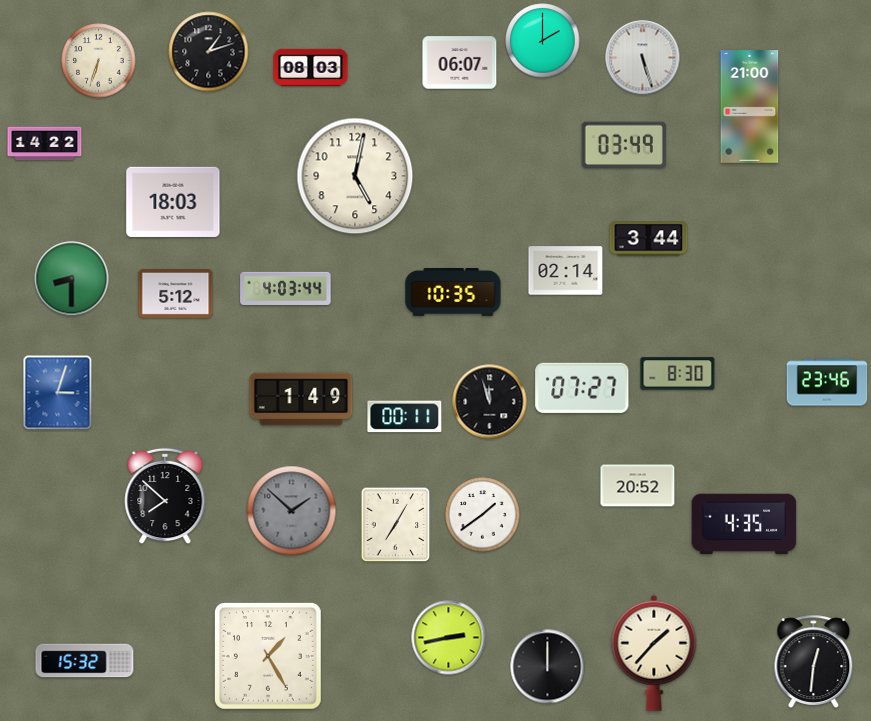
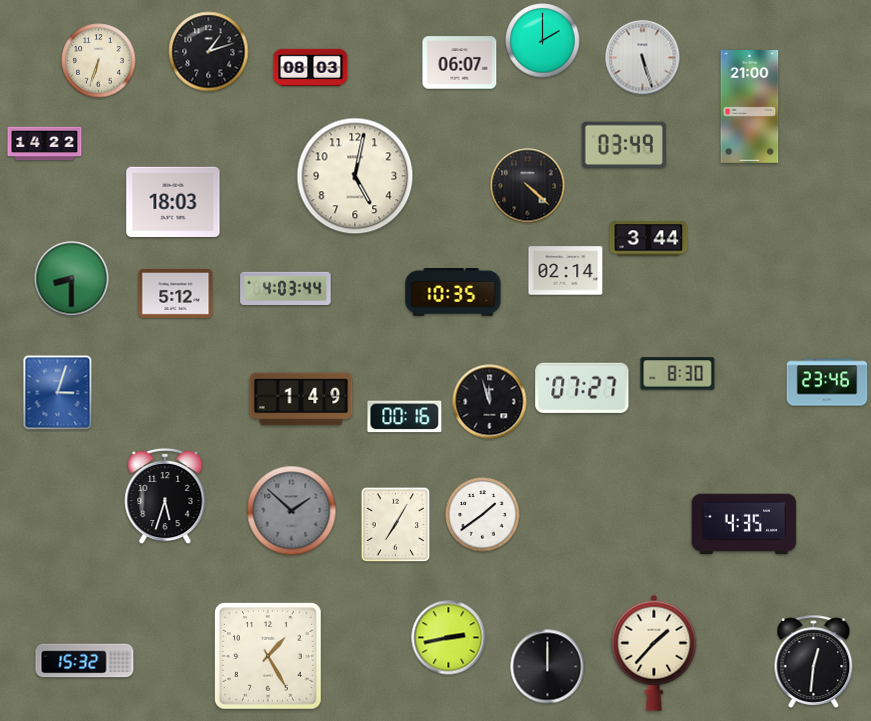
clock at (528, 186): none -> 4:22
clock at (405, 417): 00:11 -> 00:16
clock at (638, 486): 20:52 -> none
clock at (165, 496): 7:52 -> 5:33
